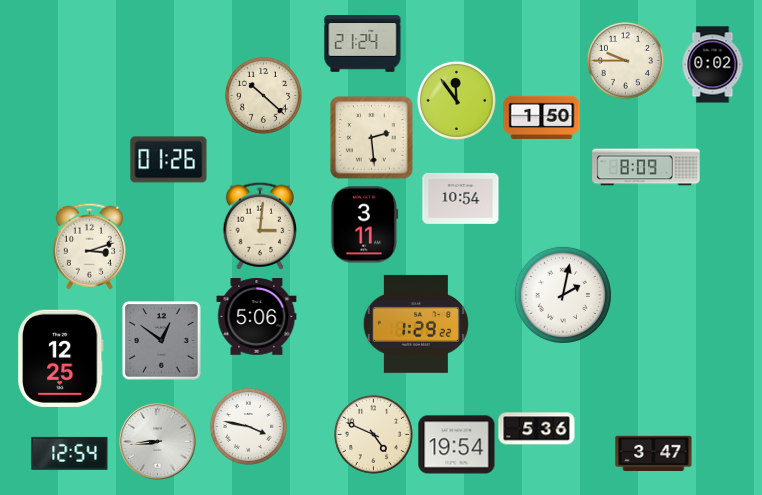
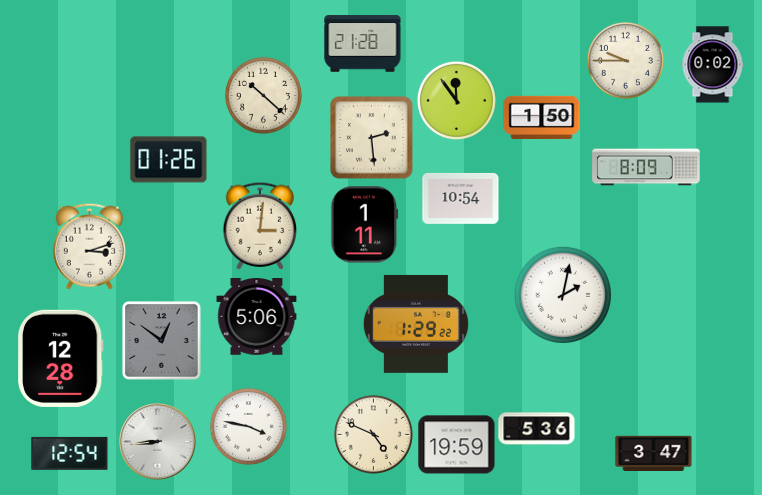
clock at (363, 44): 21:24 -> 21:28
clock at (365, 225): 3:11 -> 1:11
clock at (61, 358): 12:25 -> 12:28
clock at (457, 445): 19:54 -> 19:59
